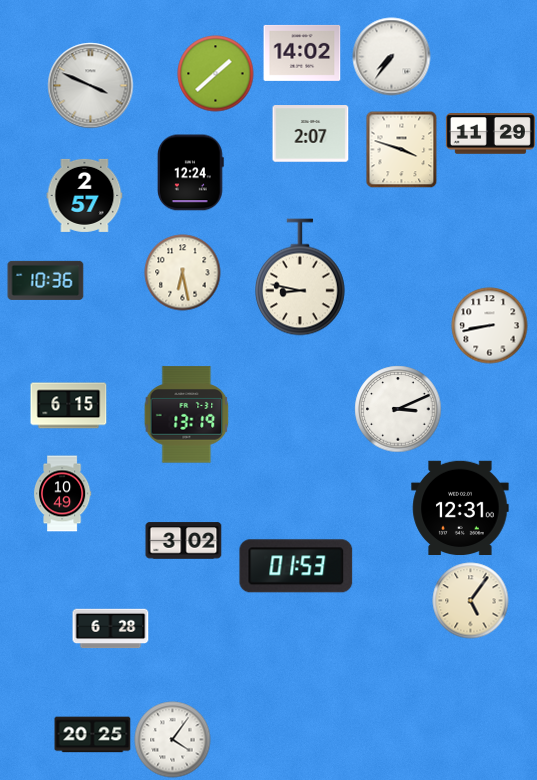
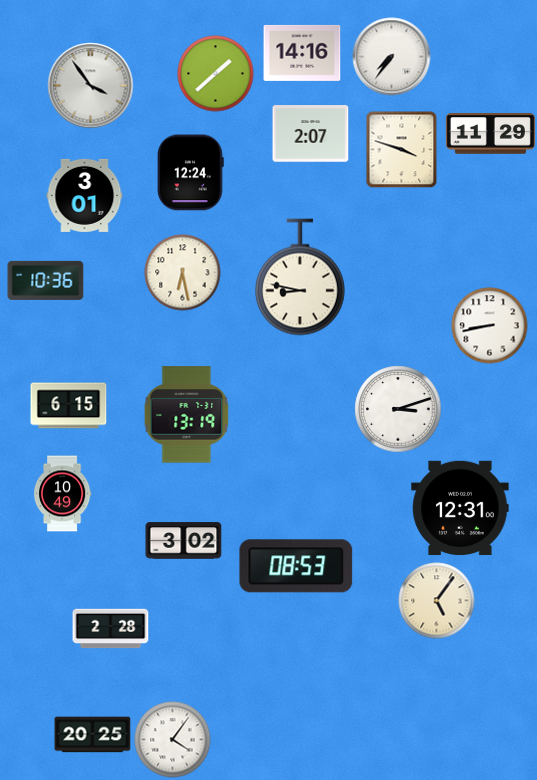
clock at (302, 53): 14:02 -> 14:16
clock at (91, 86): 3:49 -> 3:54
clock at (85, 195): 2:57 -> 3:01
clock at (398, 409): 3:11 -> 3:12
clock at (296, 566): 01:53 -> 08:53
clock at (471, 601) position: (471, 601) -> (437, 601)
clock at (111, 629): 6:28 -> 2:28
